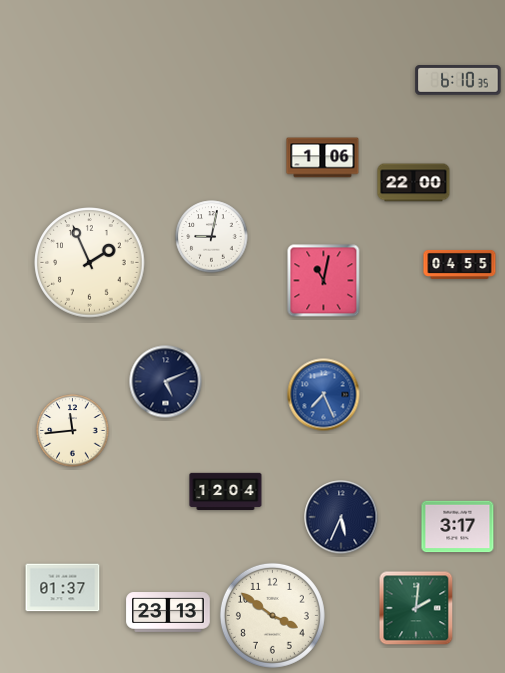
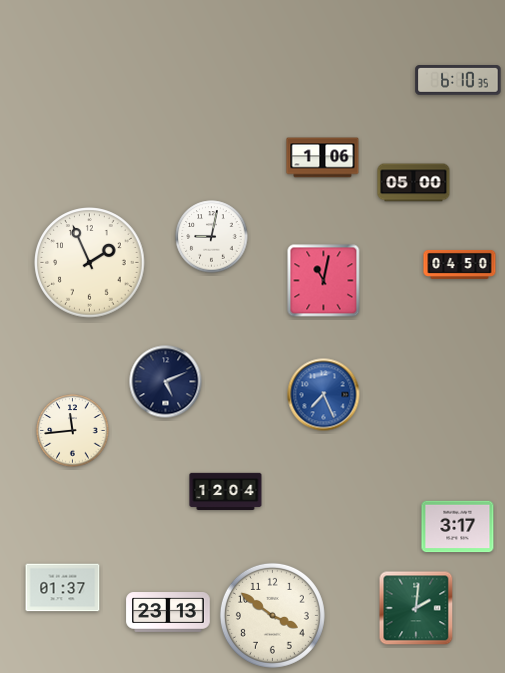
clock at (414, 183): 22:00 -> 05:00
clock at (460, 264): 04:55 -> 04:50
clock at (341, 517): 5:34 -> none
